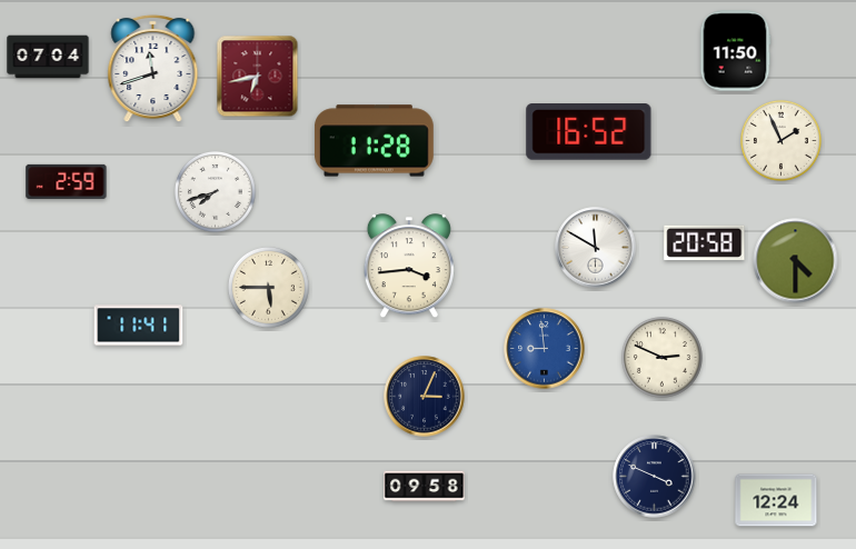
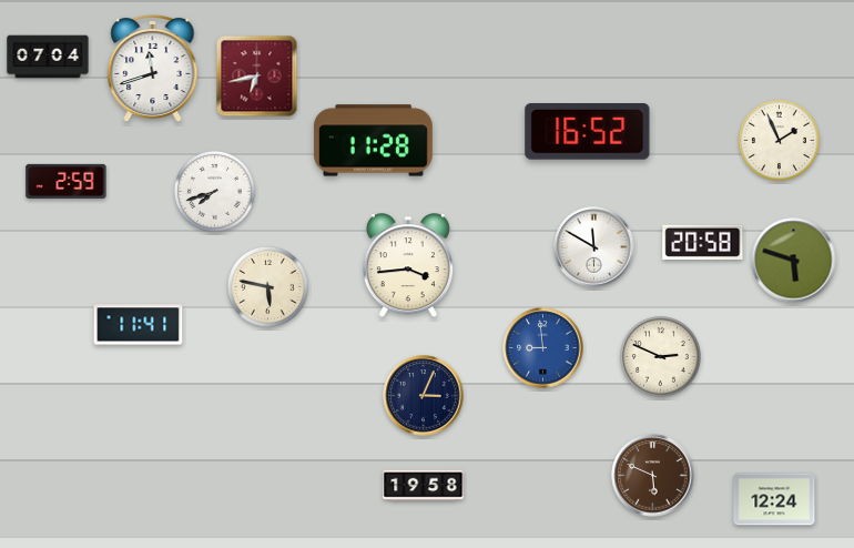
clock at (735, 51): 11:50 -> none
clock at (796, 261): 4:30 -> 5:48
clock at (268, 287): 5:45 -> 5:47
clock at (655, 477): 3:49 -> 5:49
clock at (655, 477) dial: navy -> brown
clock at (425, 487): 09:58 -> 19:58
